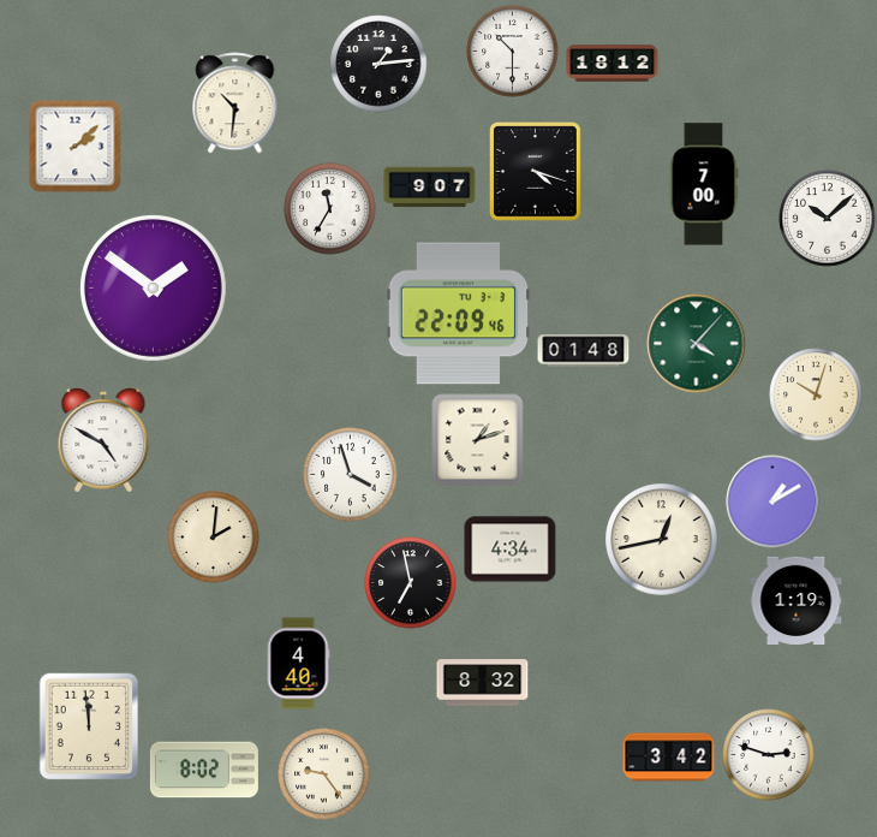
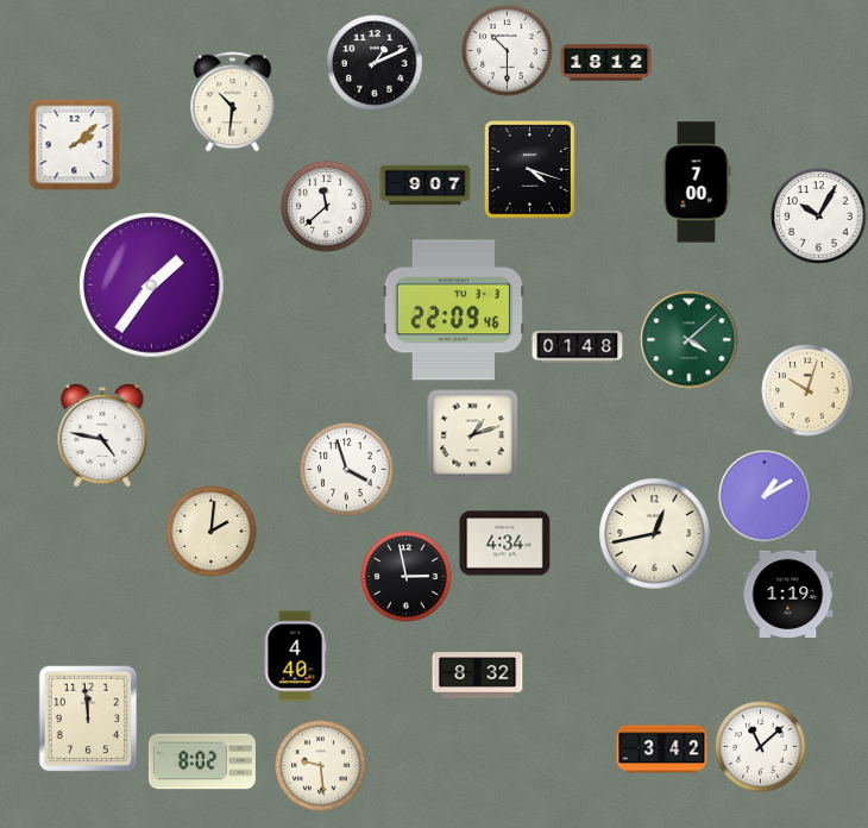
clock at (378, 64): 1:14 -> 1:11
clock at (330, 209): 11:35 -> 11:38
clock at (828, 219): 10:08 -> 10:05
clock at (153, 287): 1:51 -> 1:36
clock at (697, 344): 4:07 -> 4:08
clock at (103, 441): 4:50 -> 4:47
clock at (411, 583): 6:58 -> 2:58
clock at (769, 755): 2:48 -> 11:08
clock at (324, 774): 9:24 -> 9:29
